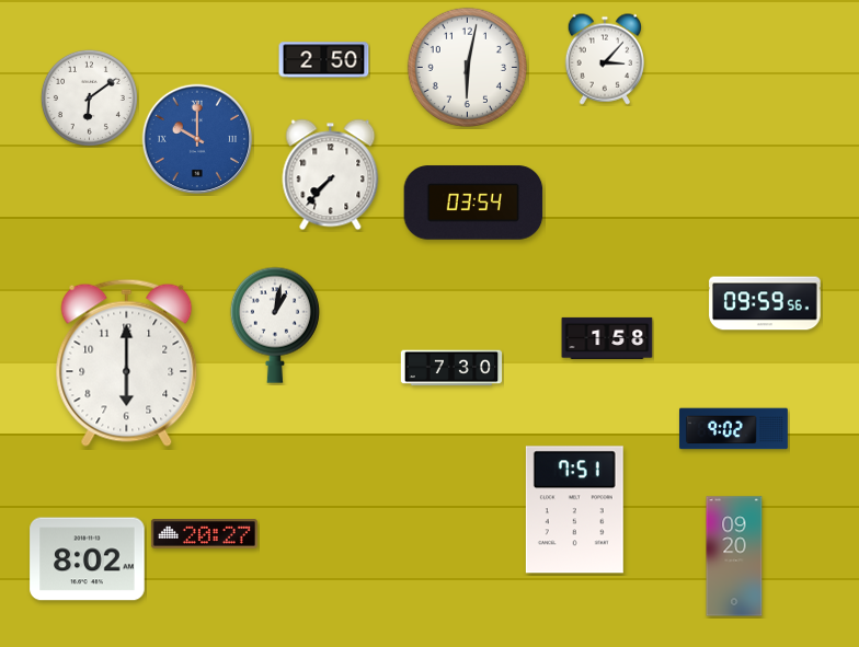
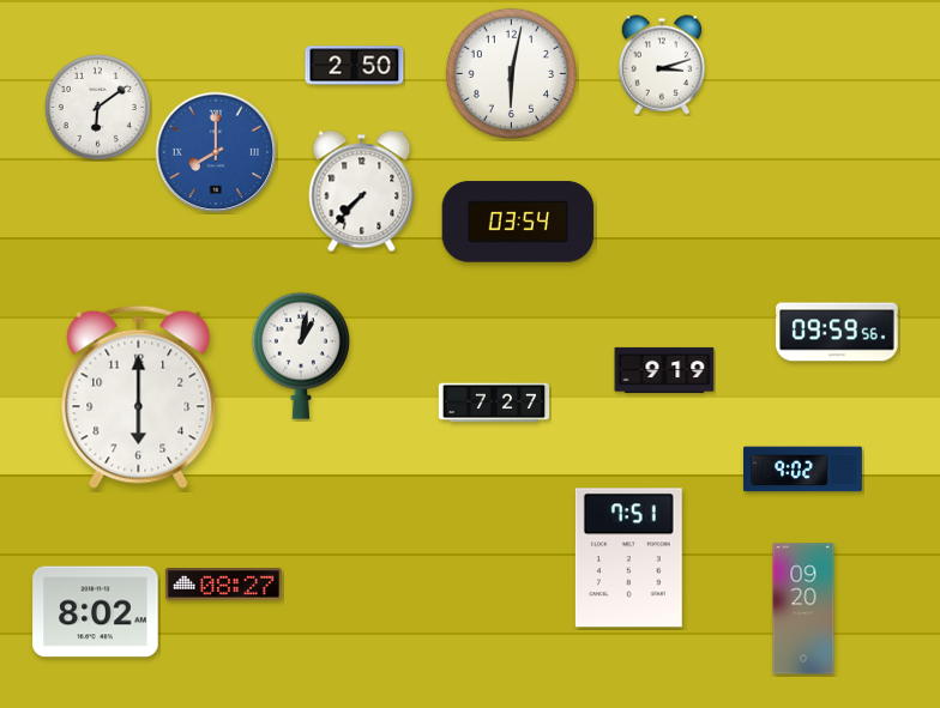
clock at (604, 59): 3:07 -> 3:12
clock at (197, 139): 10:00 -> 8:00
clock at (607, 338): 1:58 -> 9:19
clock at (451, 368): 7:30 -> 7:27
clock at (204, 534): 20:27 -> 08:27
